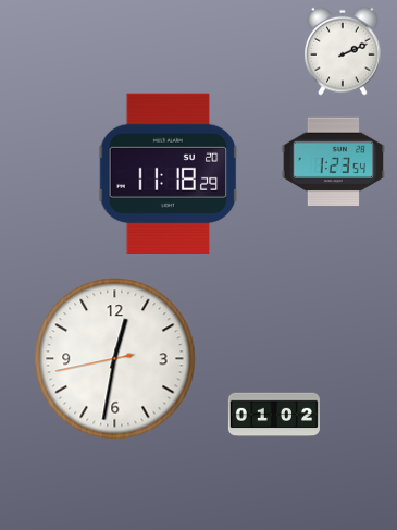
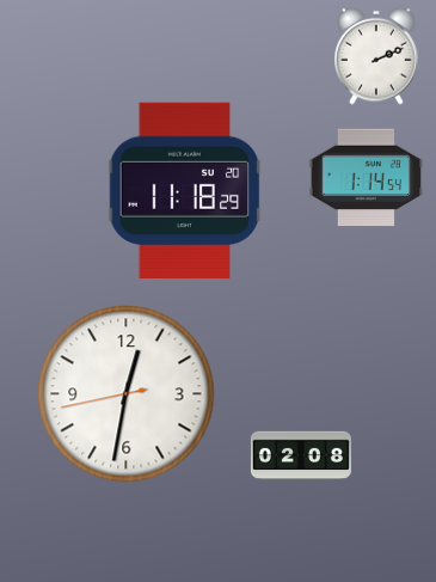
clock at (334, 162): 1:23 -> 1:14
clock at (274, 415): 01:02 -> 02:08
